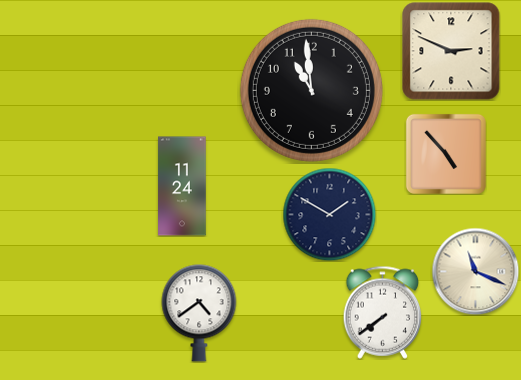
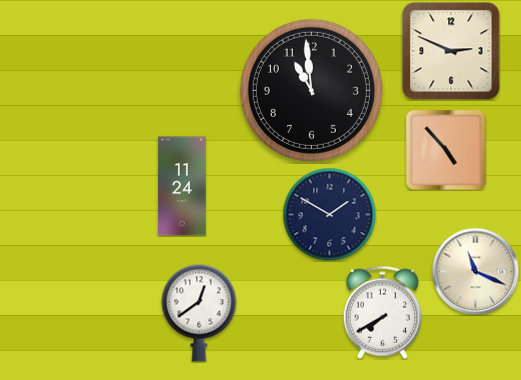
clock at (446, 154) position: (446, 154) -> (446, 150)
clock at (383, 312): 7:39 -> 7:40
clock at (199, 313): 4:39 -> 12:39
